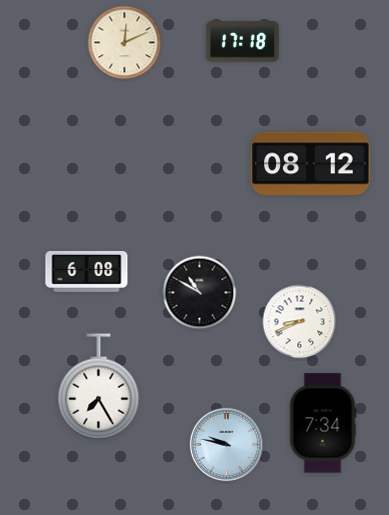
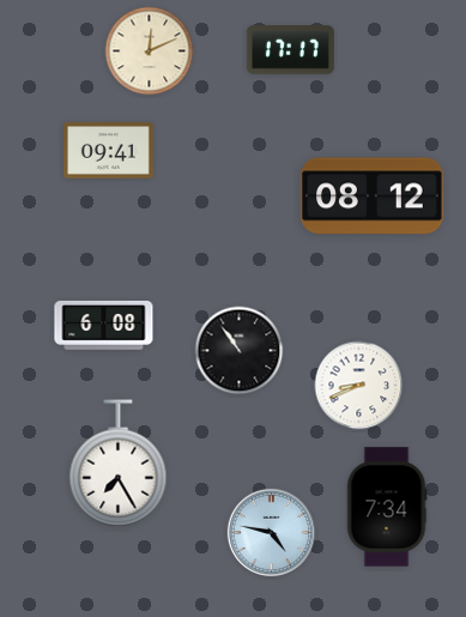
clock at (242, 42): 17:18 -> 17:17
clock at (109, 150): none -> 09:41
clock at (200, 293): 10:50 -> 10:54
clock at (226, 444): 9:47 -> 4:47
